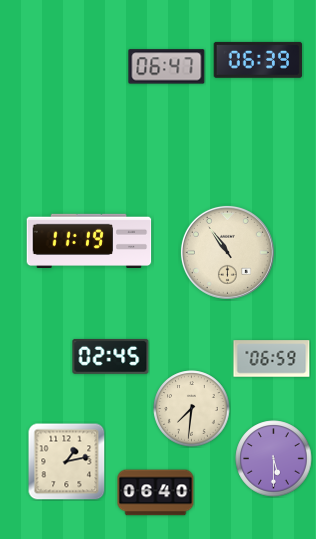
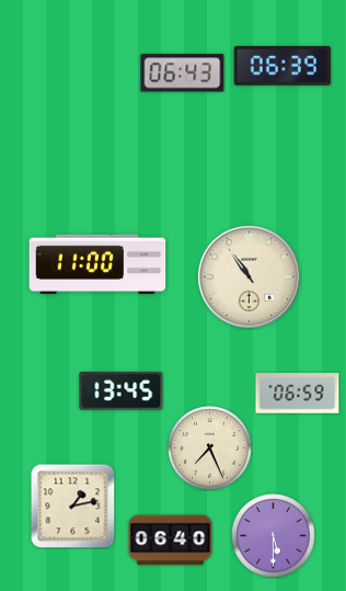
clock at (167, 67): 06:47 -> 06:43
clock at (89, 240): 11:19 -> 11:00
clock at (111, 356): 02:45 -> 13:45
clock at (192, 409): 7:31 -> 7:26
clock at (274, 459) position: (274, 459) -> (274, 536)
